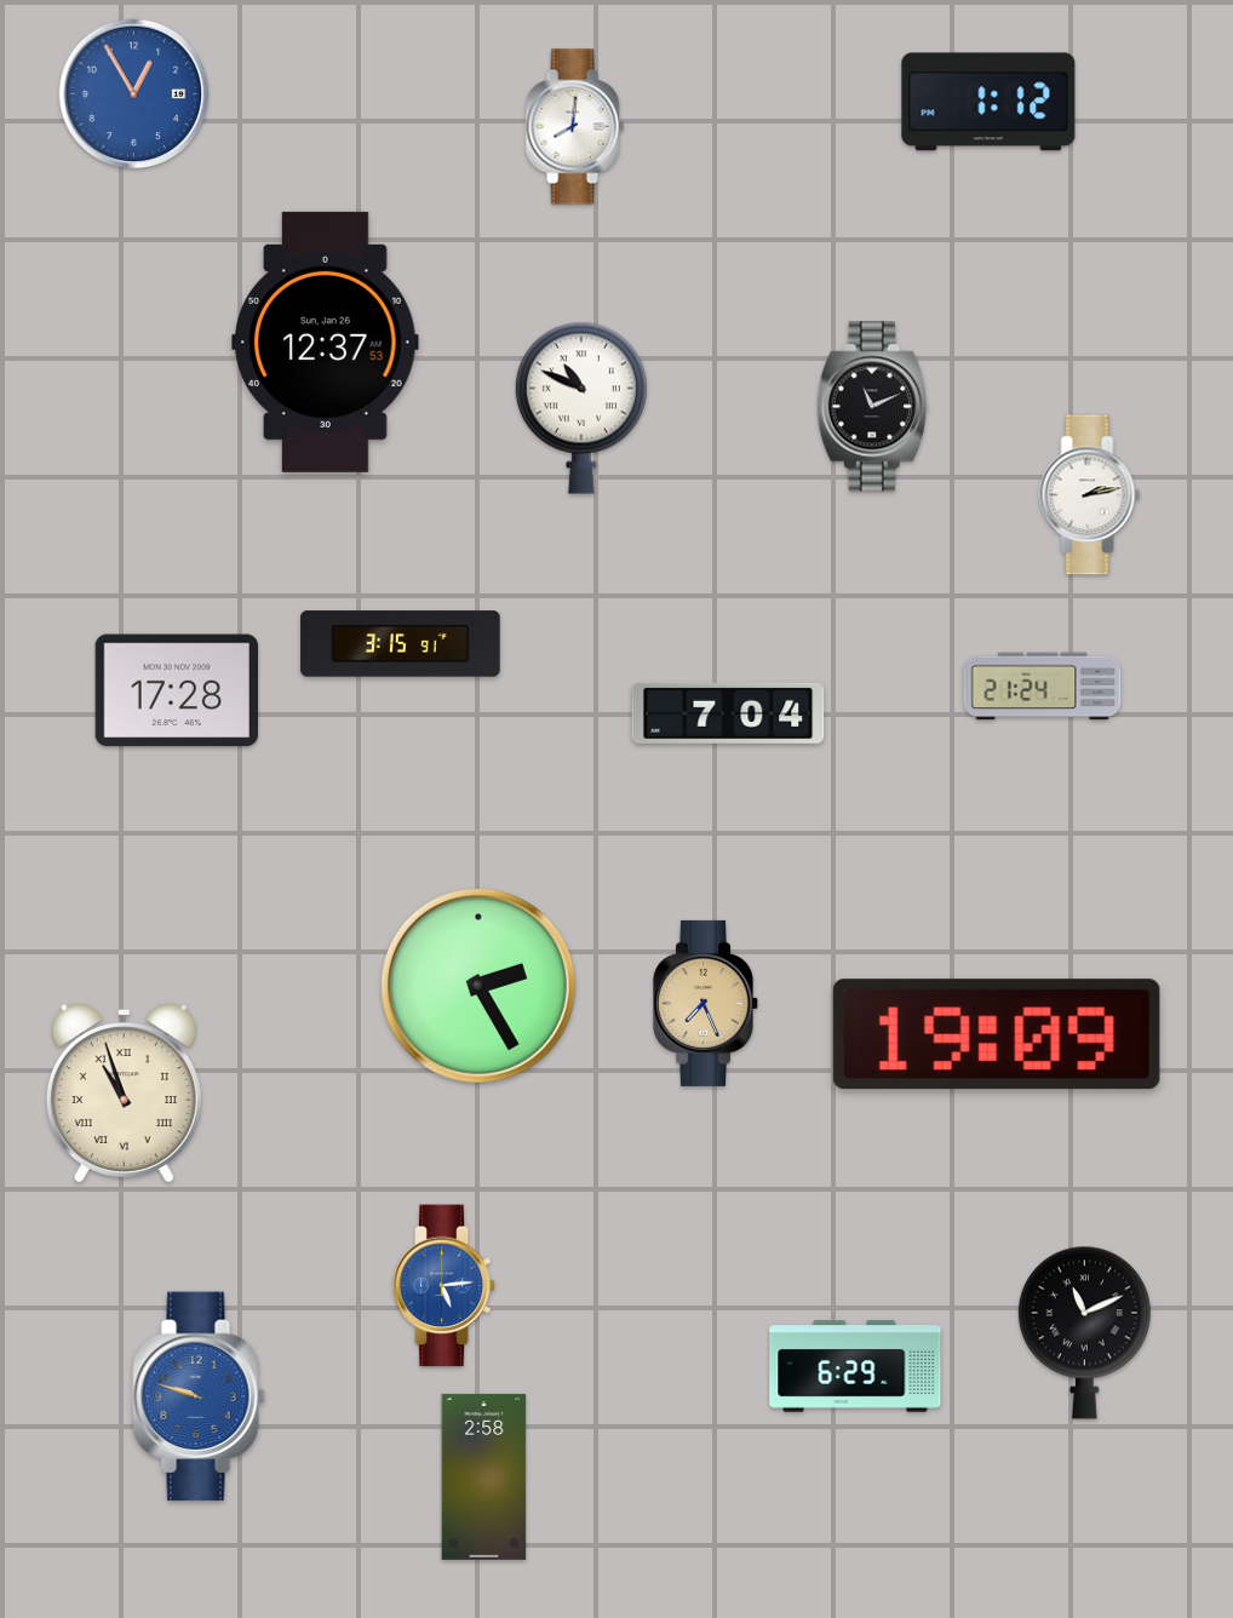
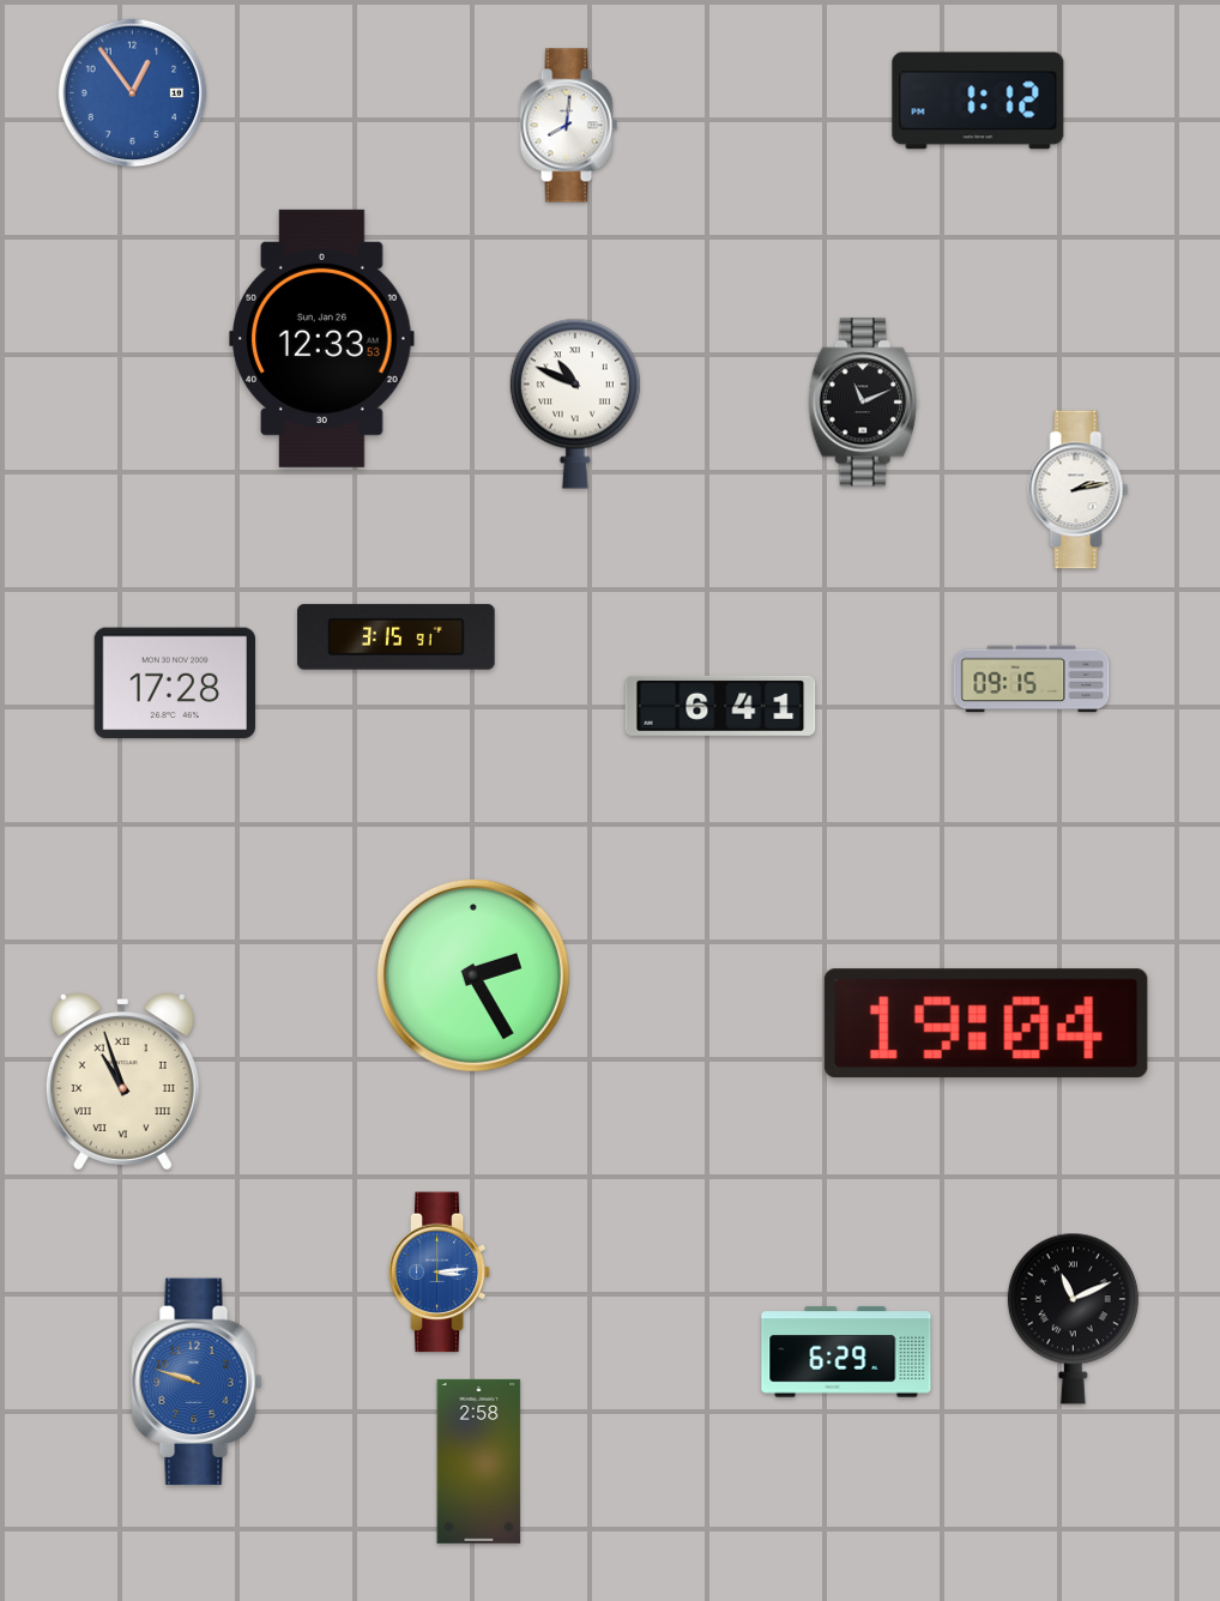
clock at (134, 94): 12:55 -> 12:54
clock at (326, 342): 12:37 -> 12:33
clock at (1043, 687): 21:24 -> 09:15
clock at (728, 713): 7:04 -> 6:41
clock at (706, 1003): 7:26 -> none
clock at (997, 1034): 19:09 -> 19:04
clock at (445, 1286): 5:14 -> 3:14
